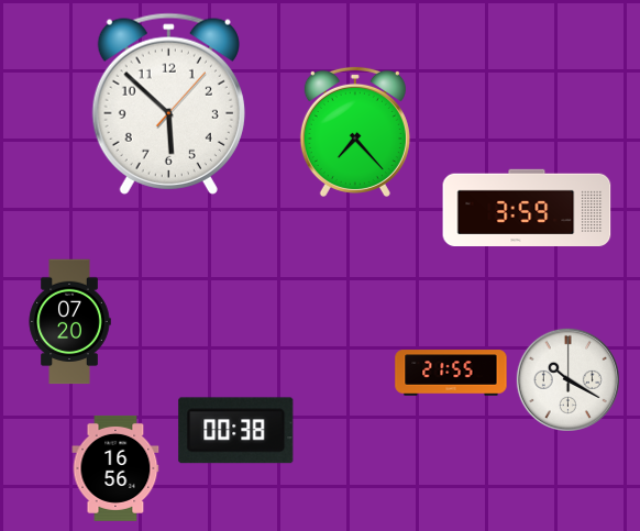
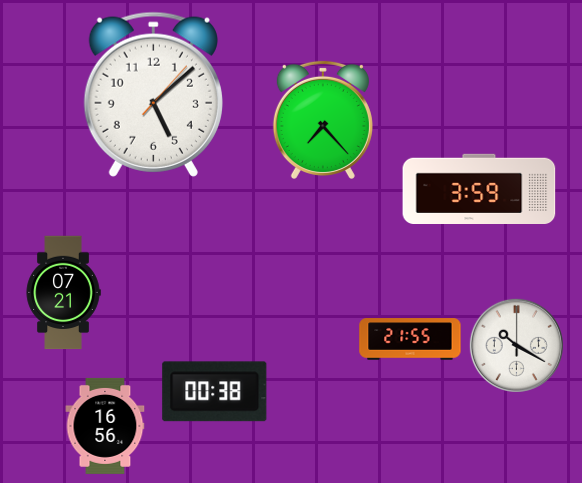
clock at (168, 103): 5:52 -> 5:08
clock at (69, 322): 07:20 -> 07:21
